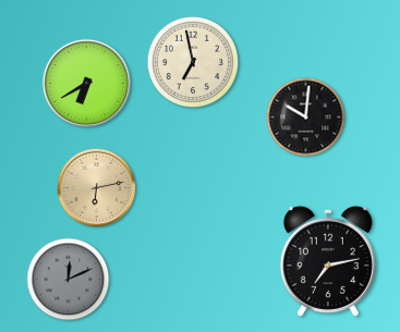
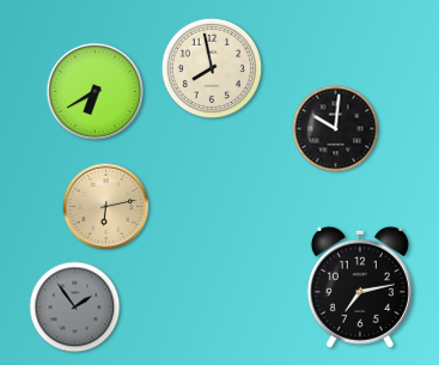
clock at (192, 61): 6:58 -> 7:58
clock at (69, 280): 12:11 -> 1:54
